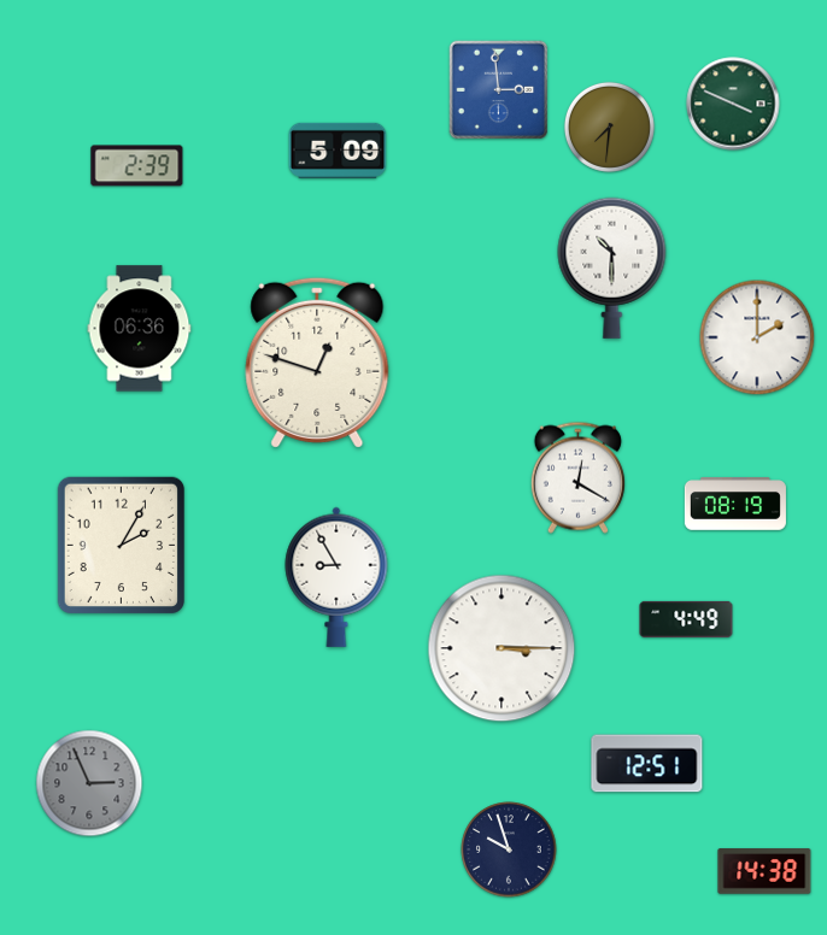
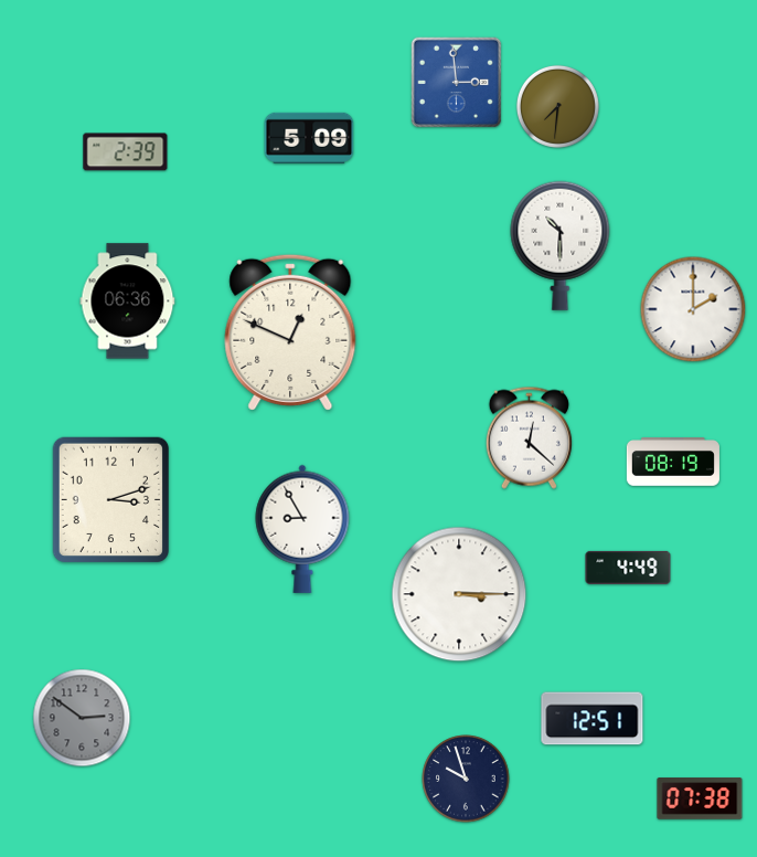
clock at (733, 104): 3:49 -> none
clock at (609, 127) position: (609, 127) -> (557, 106)
clock at (317, 363): 12:48 -> 12:49
clock at (577, 477): 12:20 -> 12:22
clock at (121, 546): 2:05 -> 3:12
clock at (336, 577) position: (336, 577) -> (302, 529)
clock at (647, 764) position: (647, 764) -> (593, 719)
clock at (89, 783): 2:56 -> 2:51
clock at (764, 871): 14:38 -> 07:38
